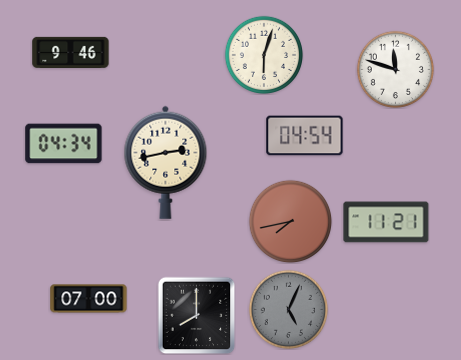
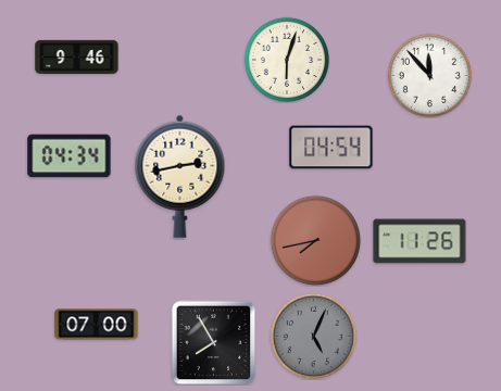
clock at (395, 69): 11:48 -> 11:53
clock at (386, 222): 11:21 -> 11:26
clock at (196, 315): 8:00 -> 7:55
